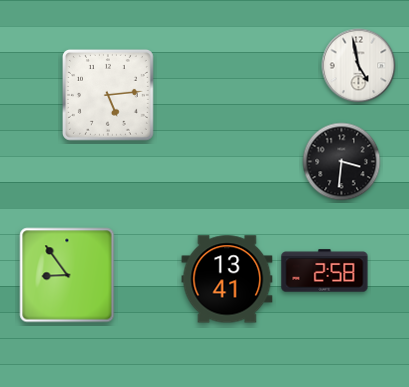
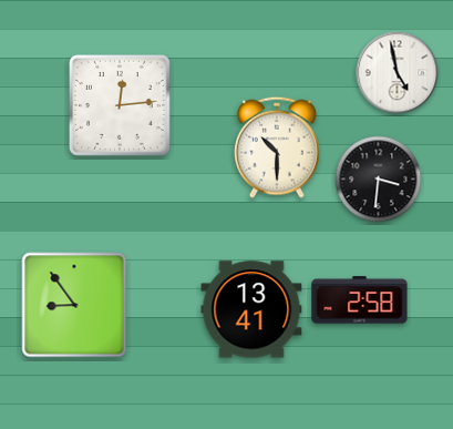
clock at (108, 95): 5:14 -> 12:14
clock at (278, 147): none -> 10:30
